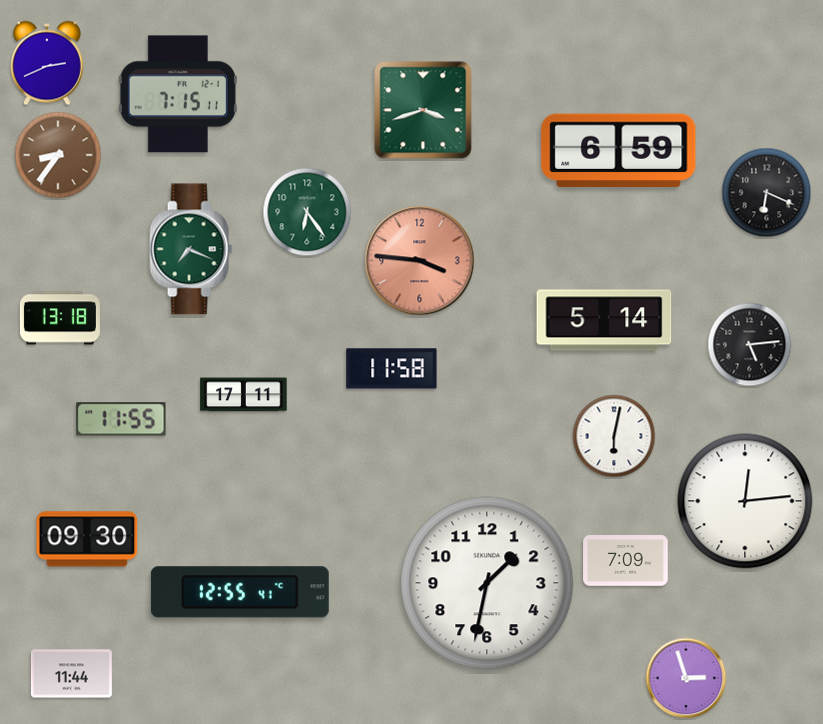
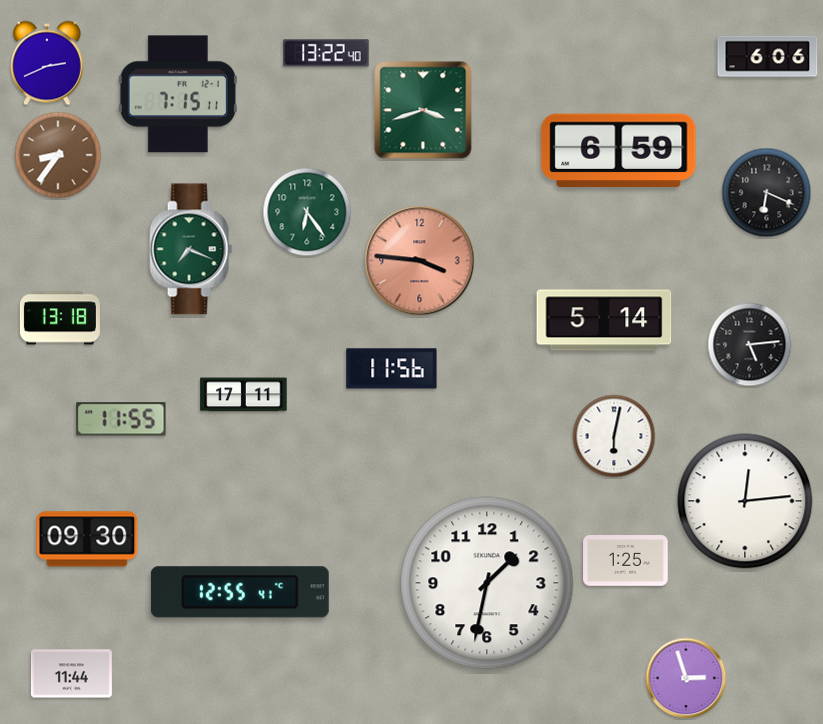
clock at (326, 53): none -> 13:22
clock at (768, 57): none -> 6:06
clock at (392, 369): 11:58 -> 11:56
clock at (626, 561): 7:09 -> 1:25
